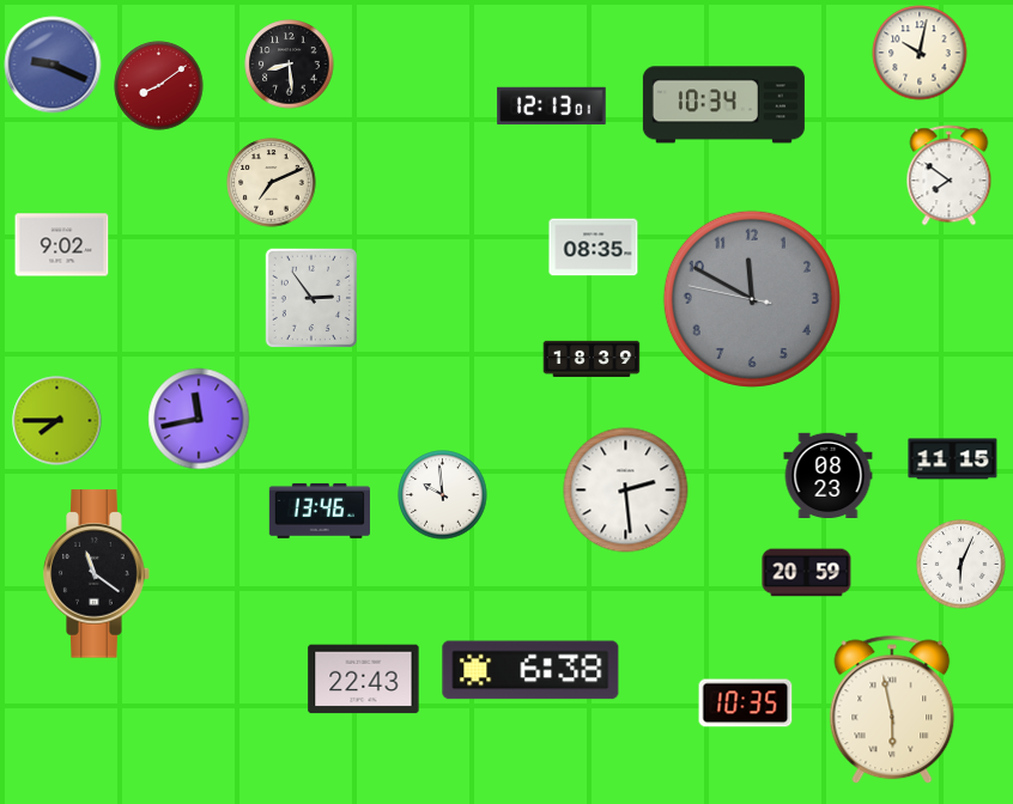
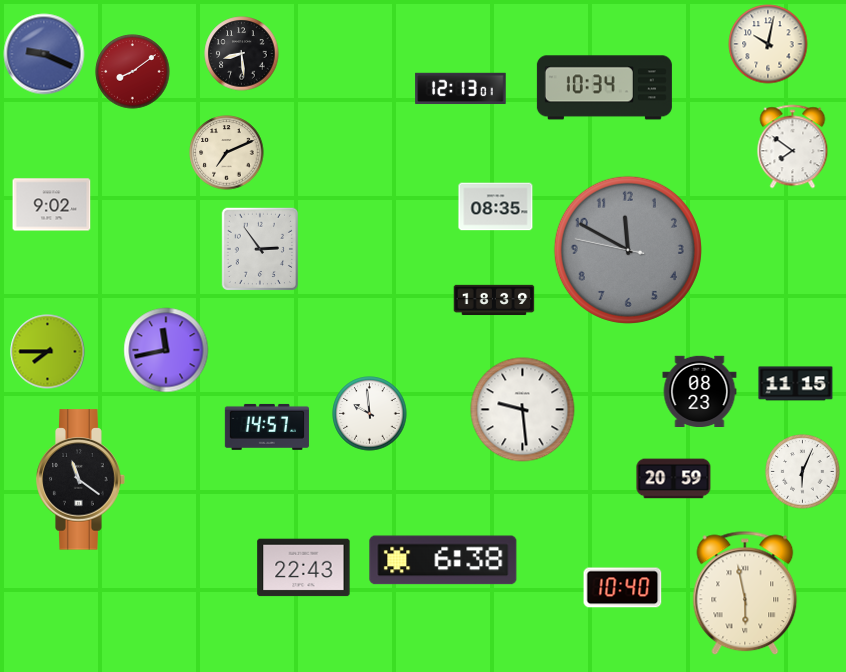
clock at (829, 475) position: (829, 475) -> (700, 391)
clock at (626, 491): 2:29 -> 9:29
clock at (320, 511): 13:46 -> 14:57
clock at (746, 703): 10:35 -> 10:40
